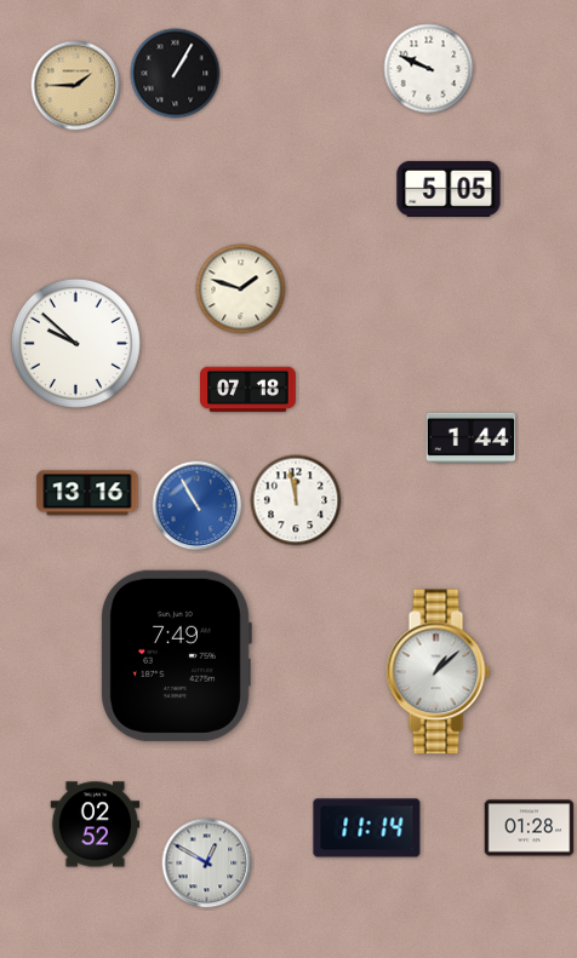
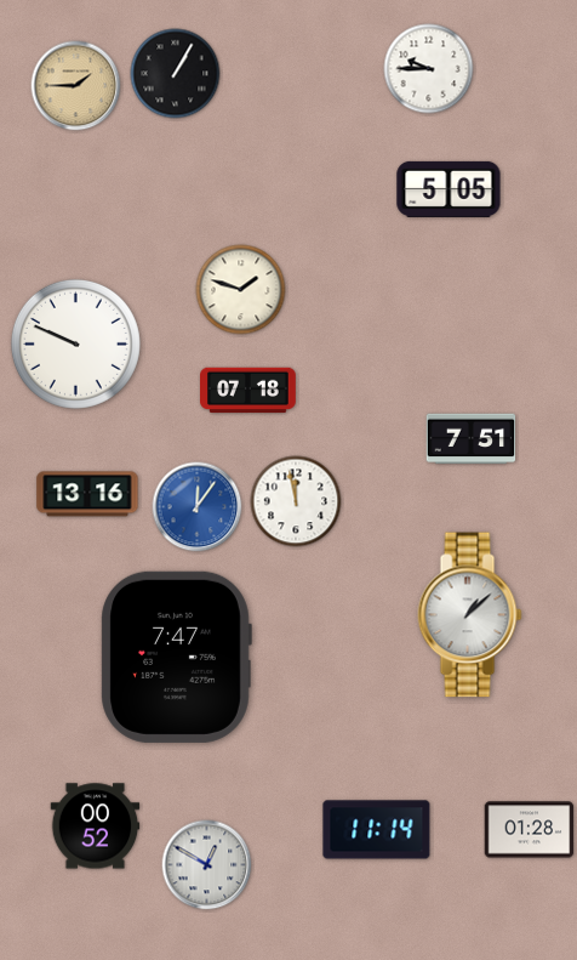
clock at (429, 69): 9:49 -> 9:45
clock at (75, 343): 9:52 -> 9:49
clock at (472, 438): 1:44 -> 7:51
clock at (198, 506): 10:55 -> 12:06
clock at (176, 655): 7:49 -> 7:47
clock at (439, 672) position: (439, 672) -> (470, 615)
clock at (96, 825): 02:52 -> 00:52
clock at (367, 828) position: (367, 828) -> (377, 830)
